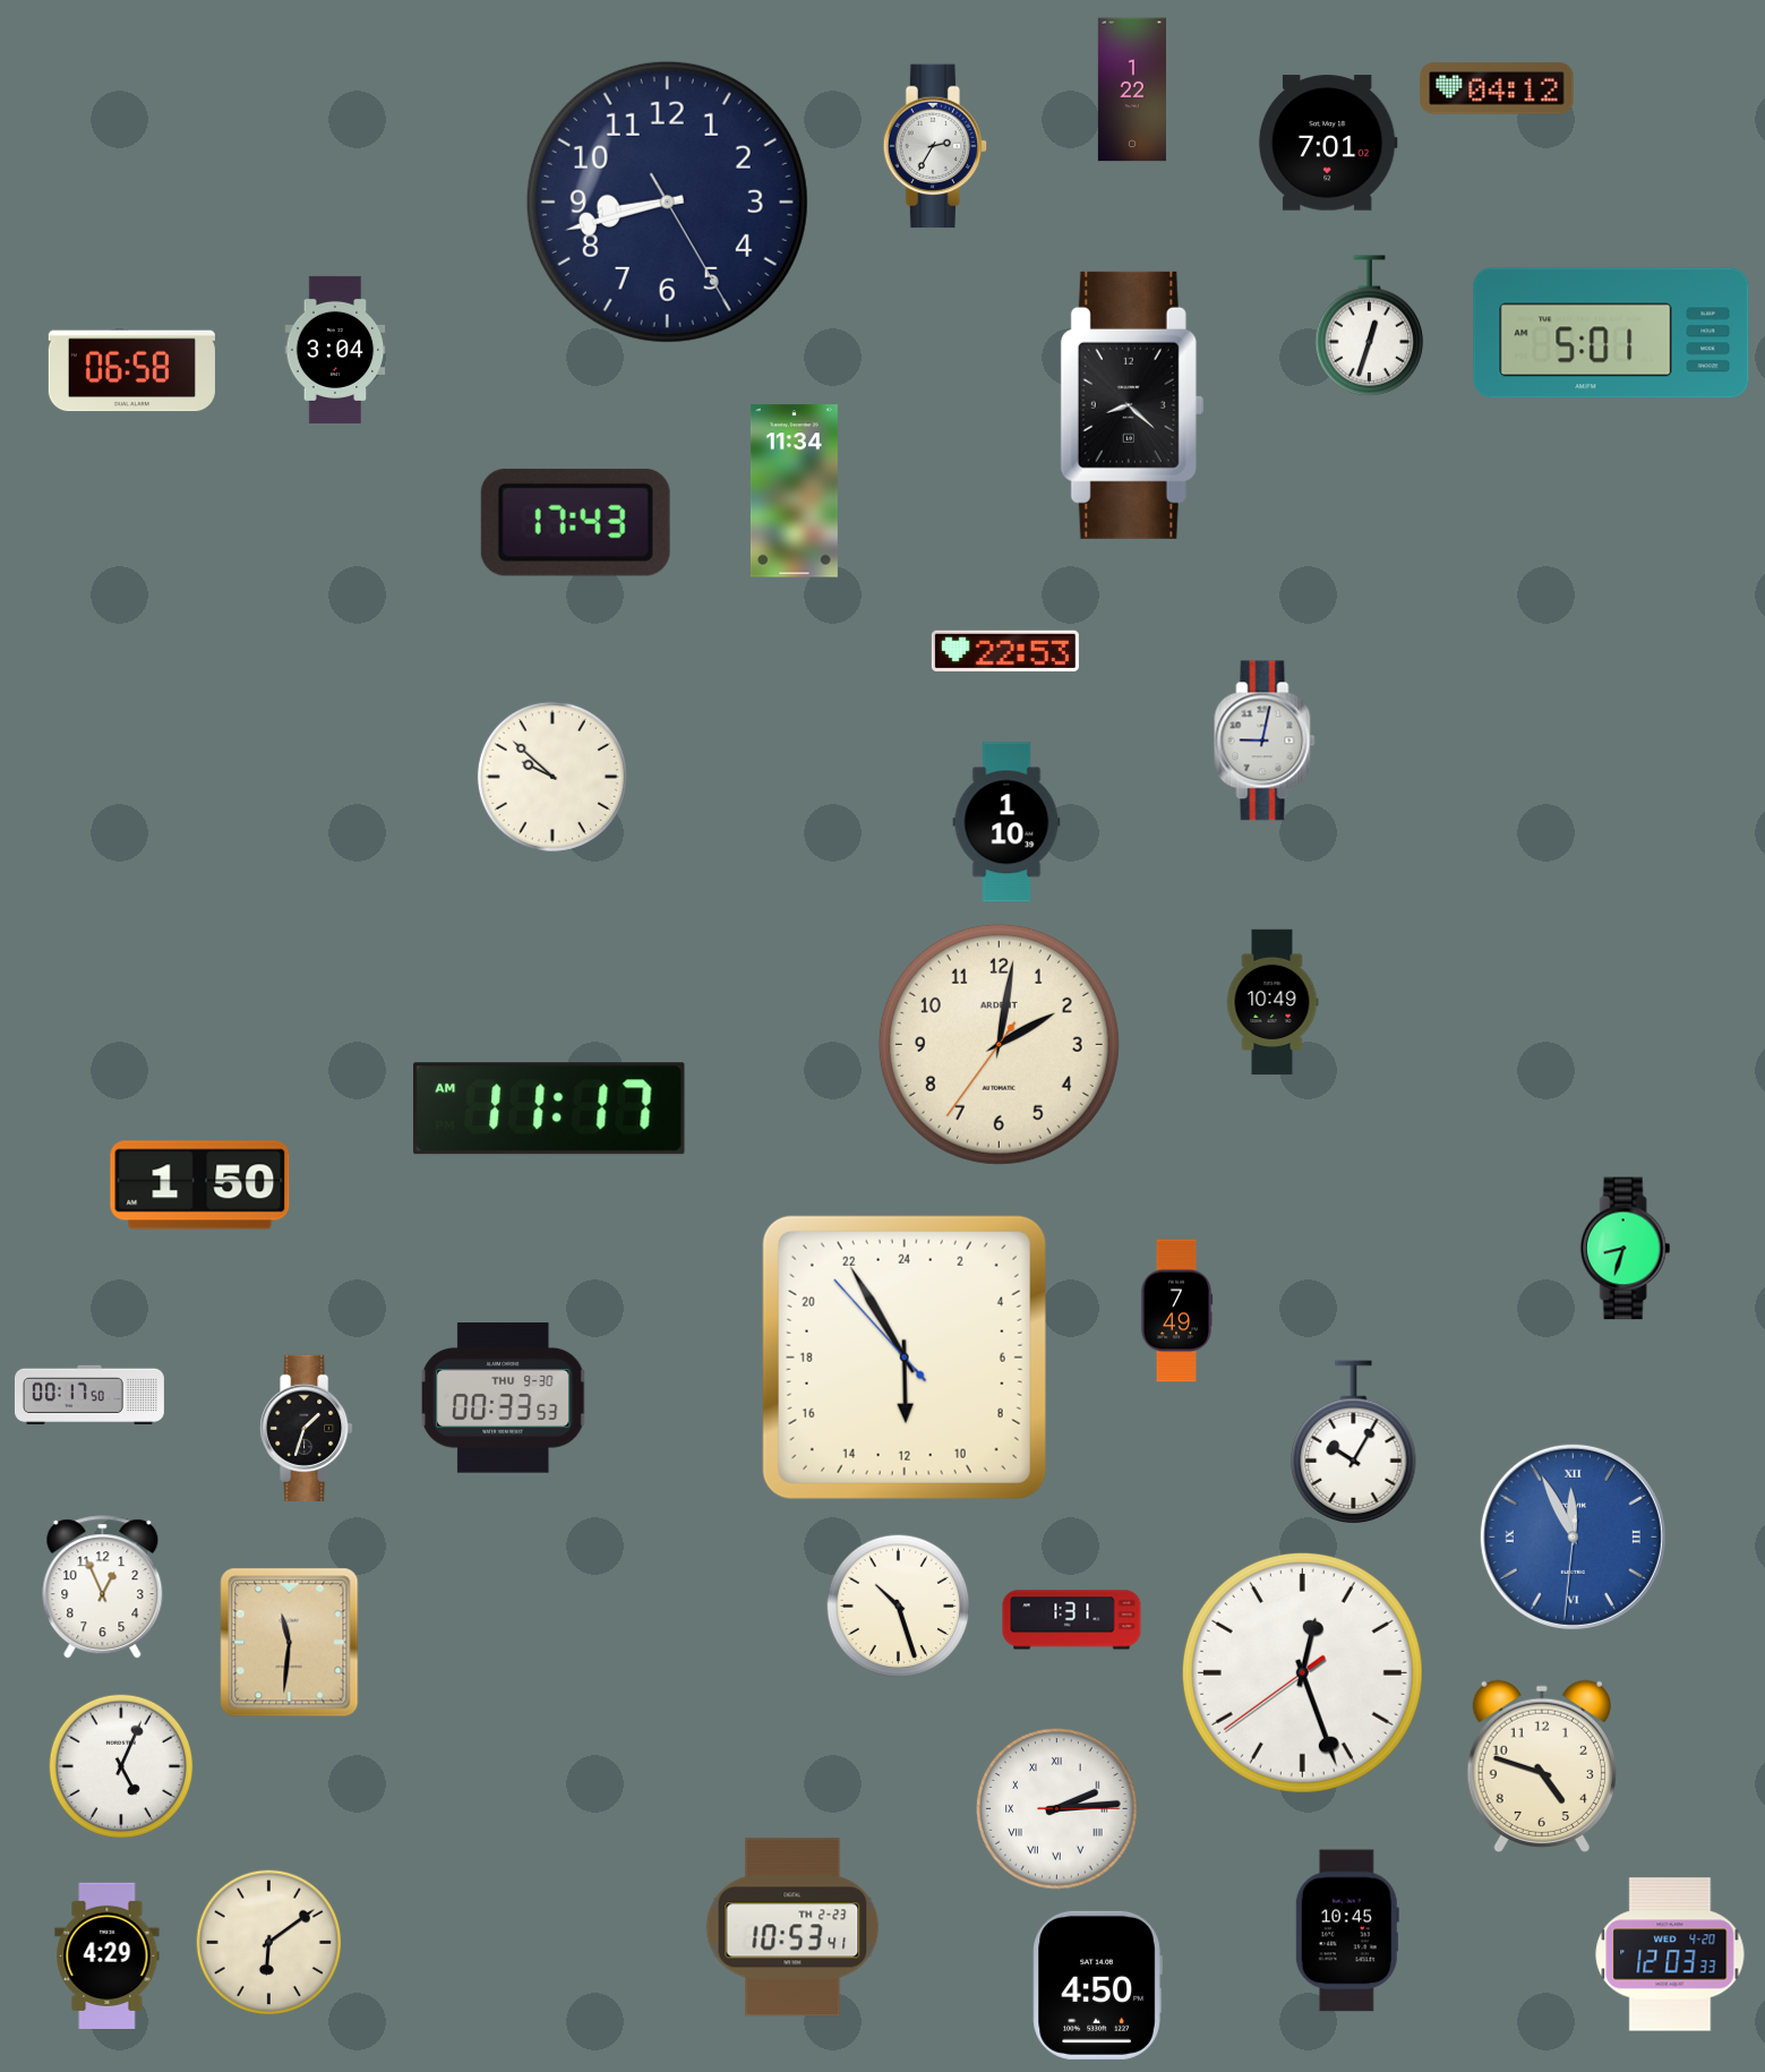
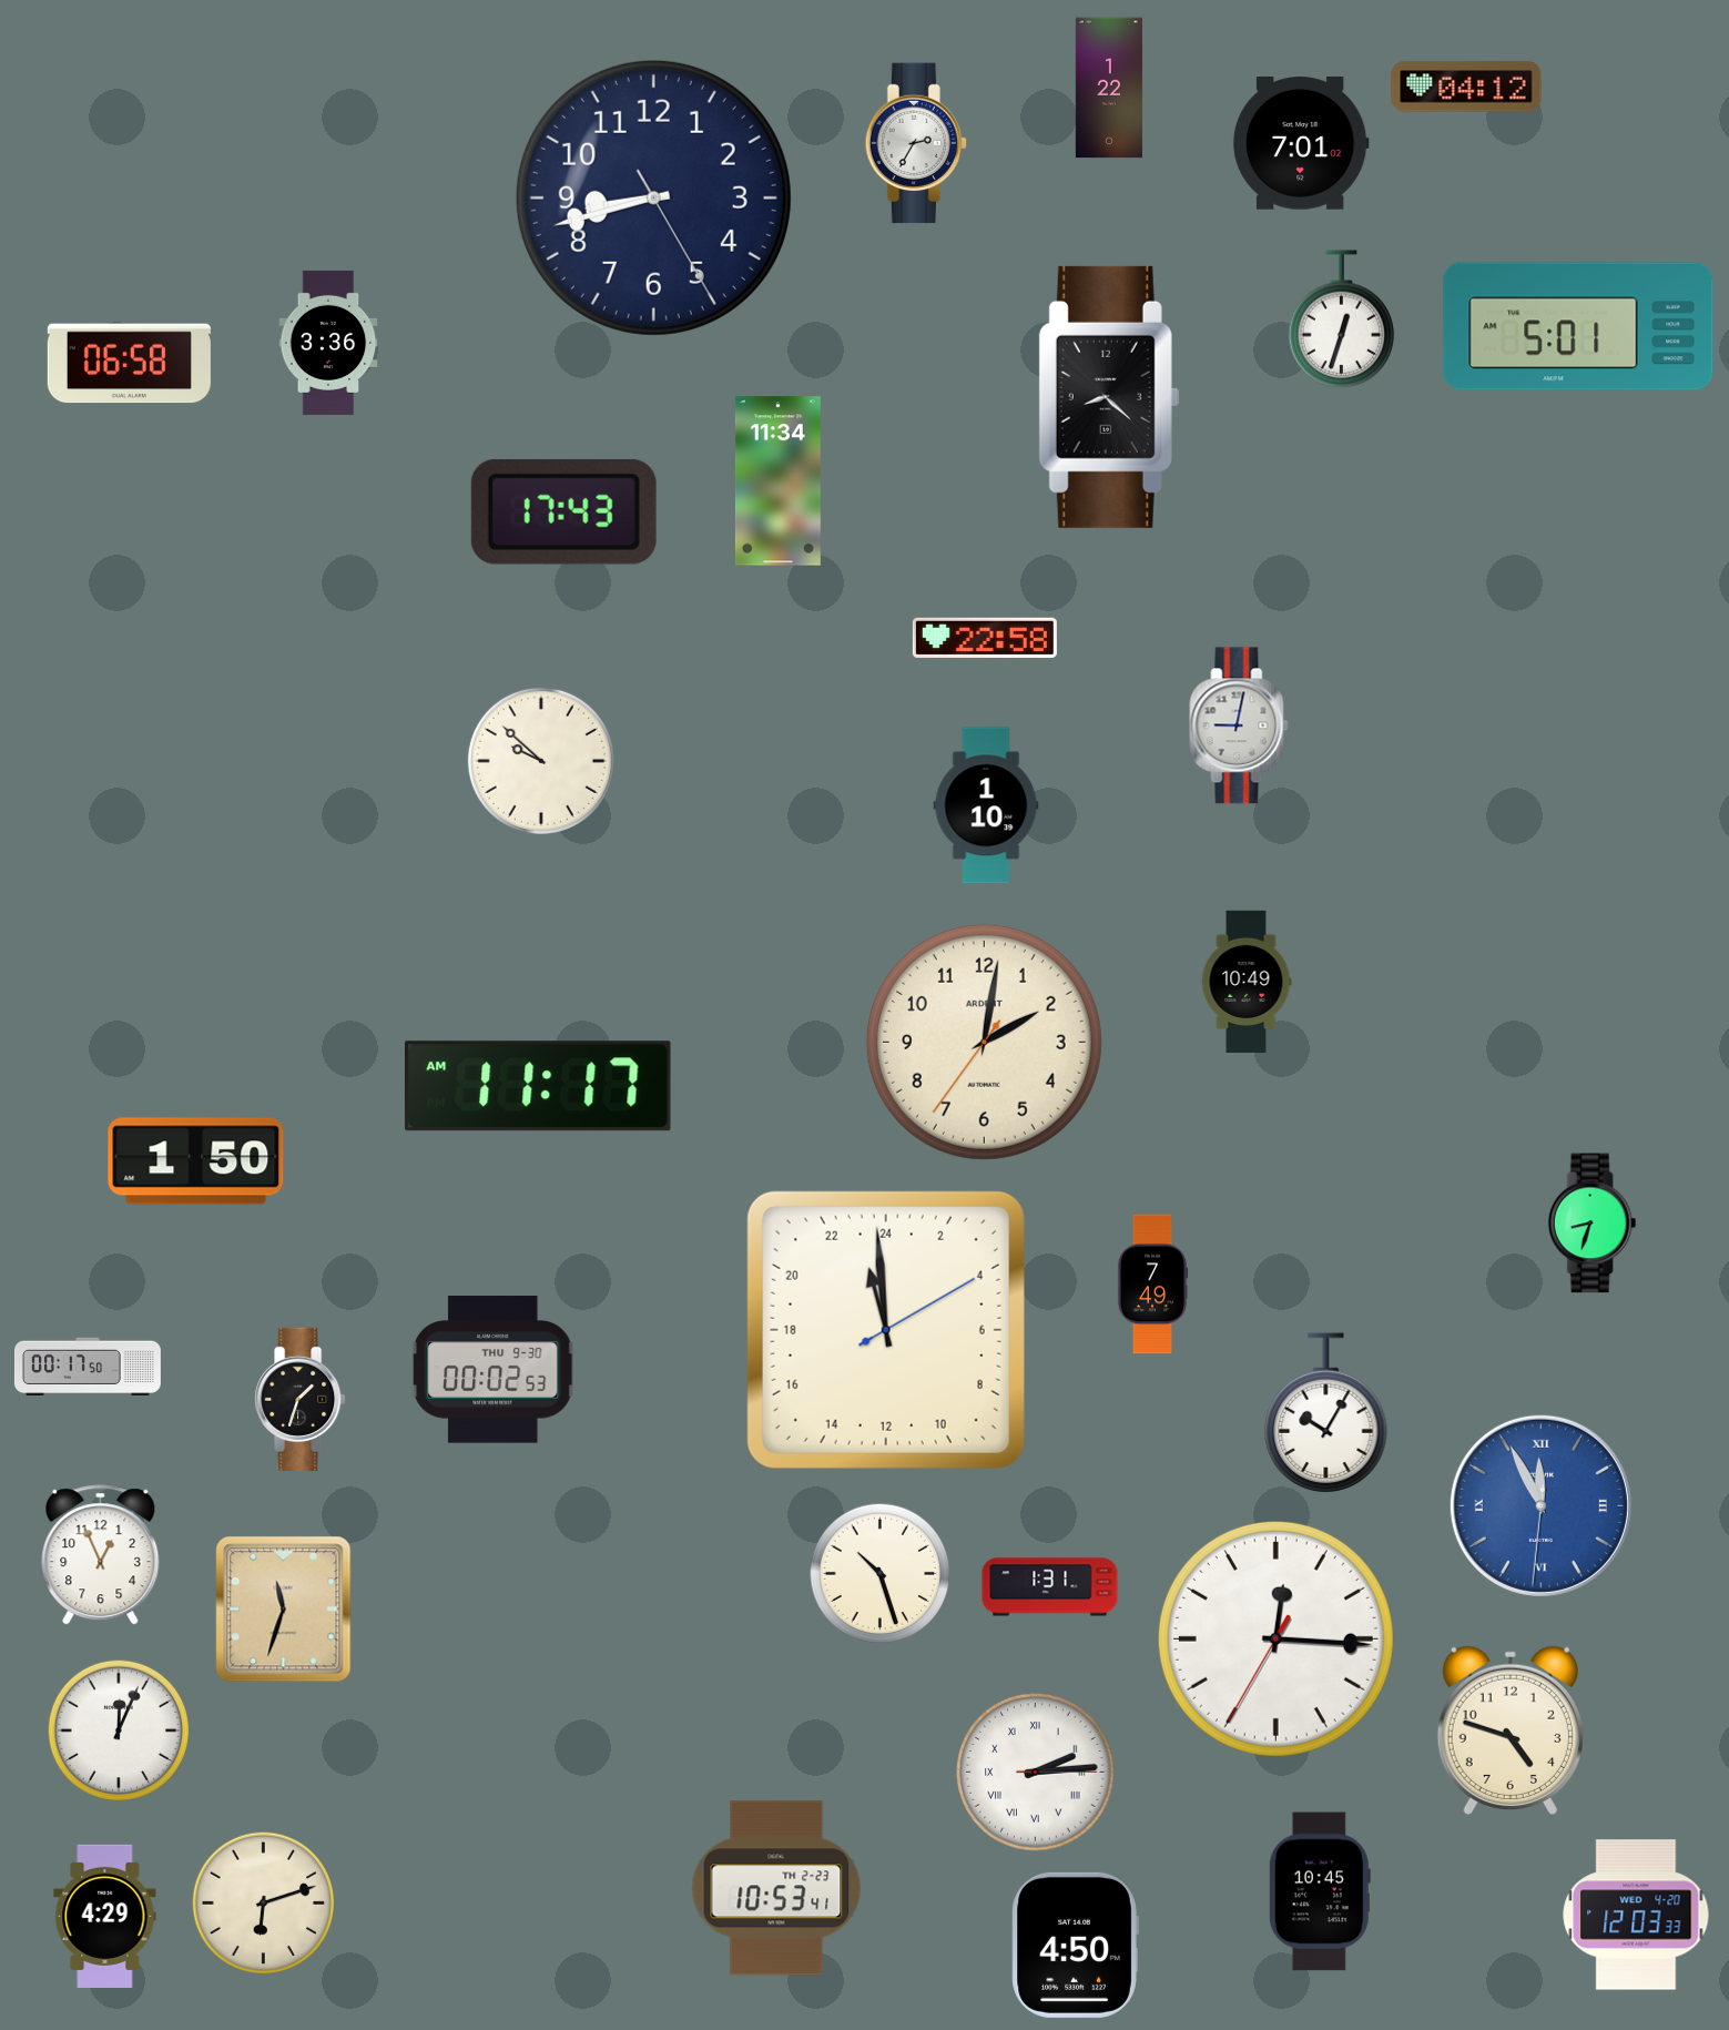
clock at (1328, 143) position: (1328, 143) -> (1301, 143)
clock at (335, 350): 3:04 -> 3:36
clock at (1005, 651): 22:53 -> 22:58
clock at (999, 1044) position: (999, 1044) -> (984, 1042)
clock at (905, 1358): 11:54 -> 22:59
clock at (503, 1398): 00:33 -> 00:02
clock at (290, 1643): 11:31 -> 11:33
clock at (1302, 1672): 12:26 -> 12:15
clock at (121, 1766): 5:04 -> 12:04
clock at (268, 1942): 6:09 -> 6:12
